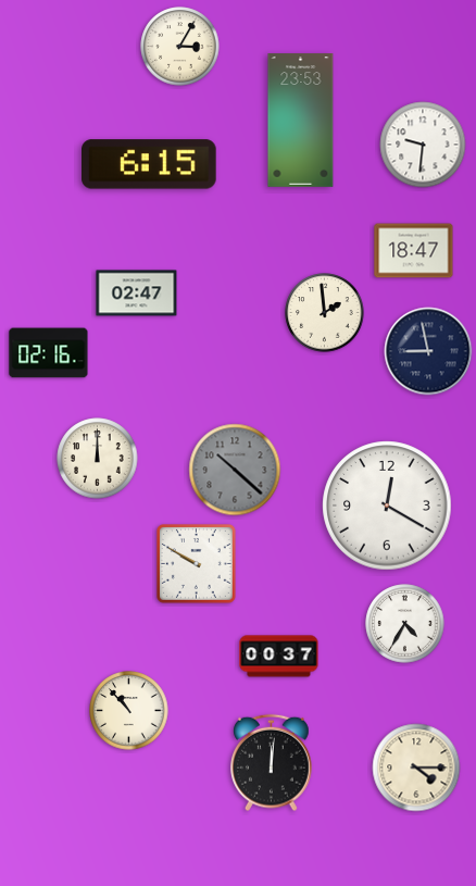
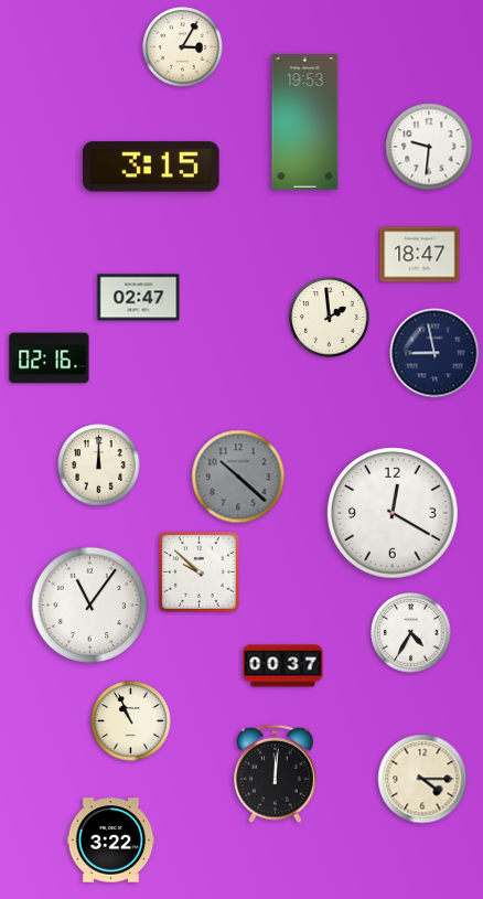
clock at (301, 121): 23:53 -> 19:53
clock at (150, 164): 6:15 -> 3:15
clock at (428, 351) position: (428, 351) -> (434, 353)
clock at (197, 564): 9:50 -> 9:52
clock at (89, 604): none -> 11:06
clock at (129, 711): 10:53 -> 10:56
clock at (111, 841): none -> 3:22
